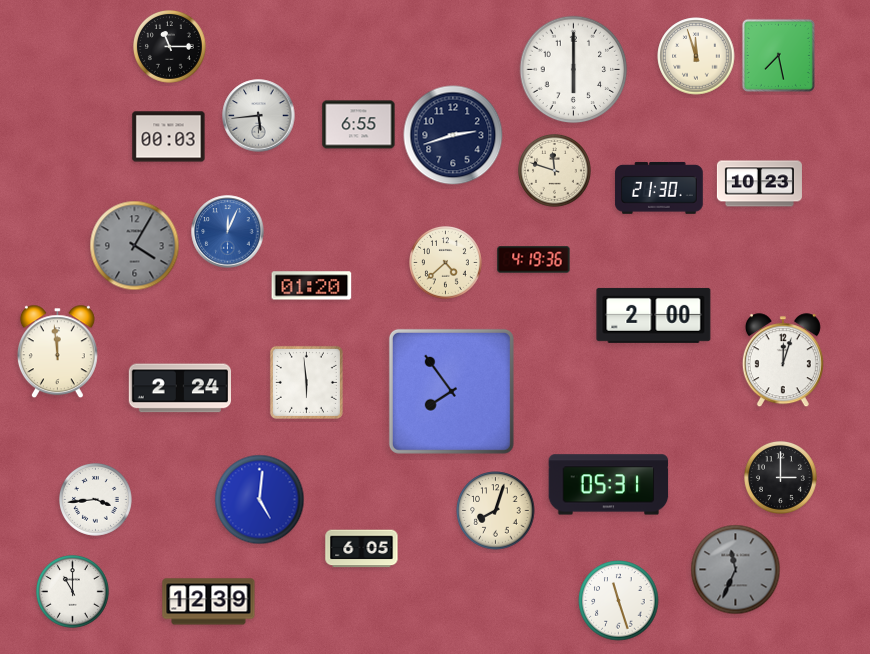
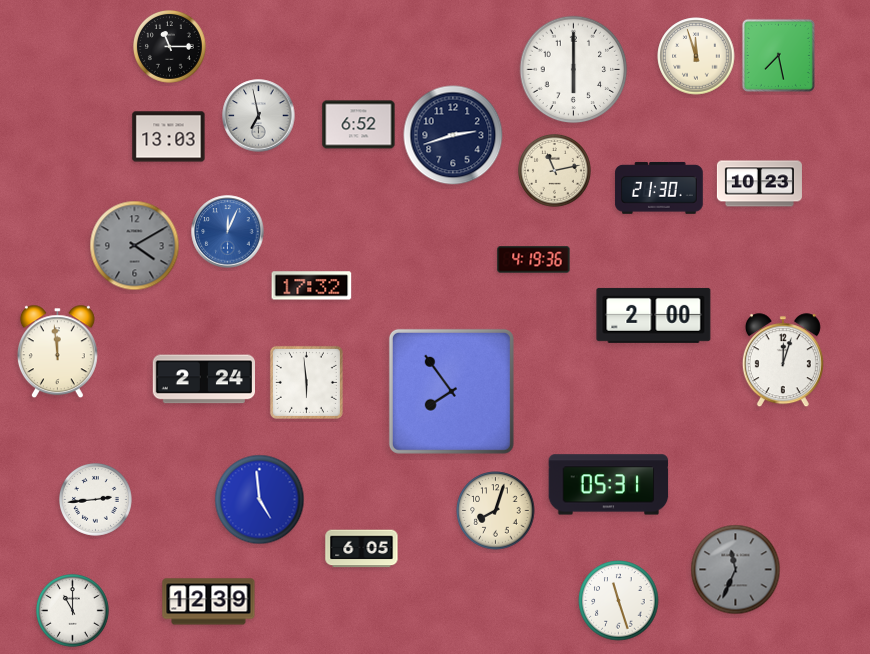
clock at (259, 116): 5:44 -> 6:58
clock at (359, 125): 6:55 -> 6:52
clock at (169, 137): 00:03 -> 13:03
clock at (555, 171): 11:48 -> 11:13
clock at (135, 246): 4:05 -> 4:10
clock at (446, 263): 4:38 -> none
clock at (312, 286): 01:20 -> 17:32
clock at (179, 388) position: (179, 388) -> (203, 379)
clock at (781, 478): 3:00 -> none
clock at (96, 500): 3:44 -> 2:44
clock at (260, 500): 5:01 -> 4:59
clock at (73, 592) position: (73, 592) -> (73, 611)
